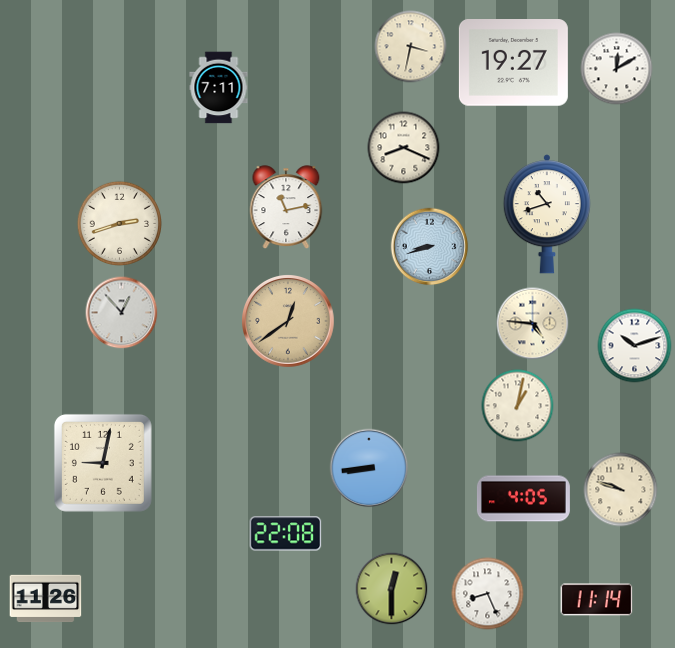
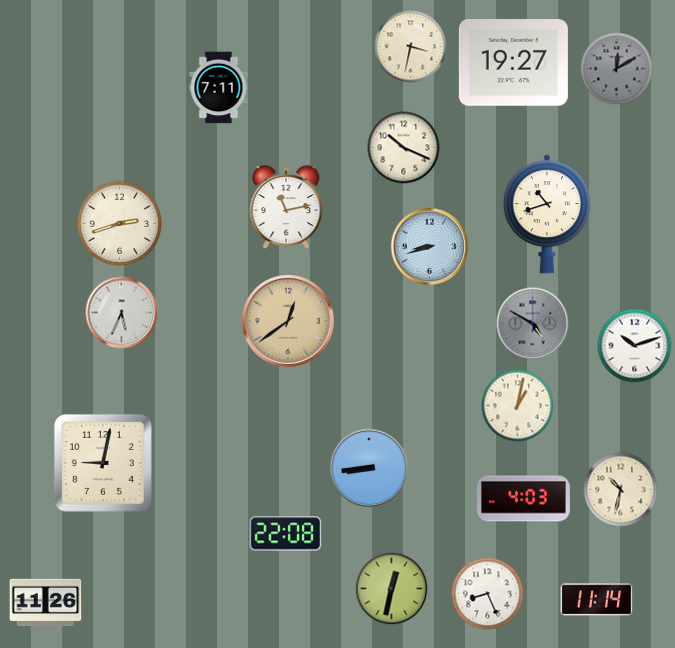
clock at (617, 69) dial: white -> grey
clock at (404, 148): 8:19 -> 10:19
clock at (122, 313): 12:53 -> 5:34
clock at (533, 324): 4:46 -> 4:50
clock at (533, 324) dial: cream -> grey
clock at (621, 490): 9:48 -> 10:32
clock at (523, 499): 4:05 -> 4:03
clock at (392, 589): 12:30 -> 12:32
clock at (46, 599) position: (46, 599) -> (46, 603)
